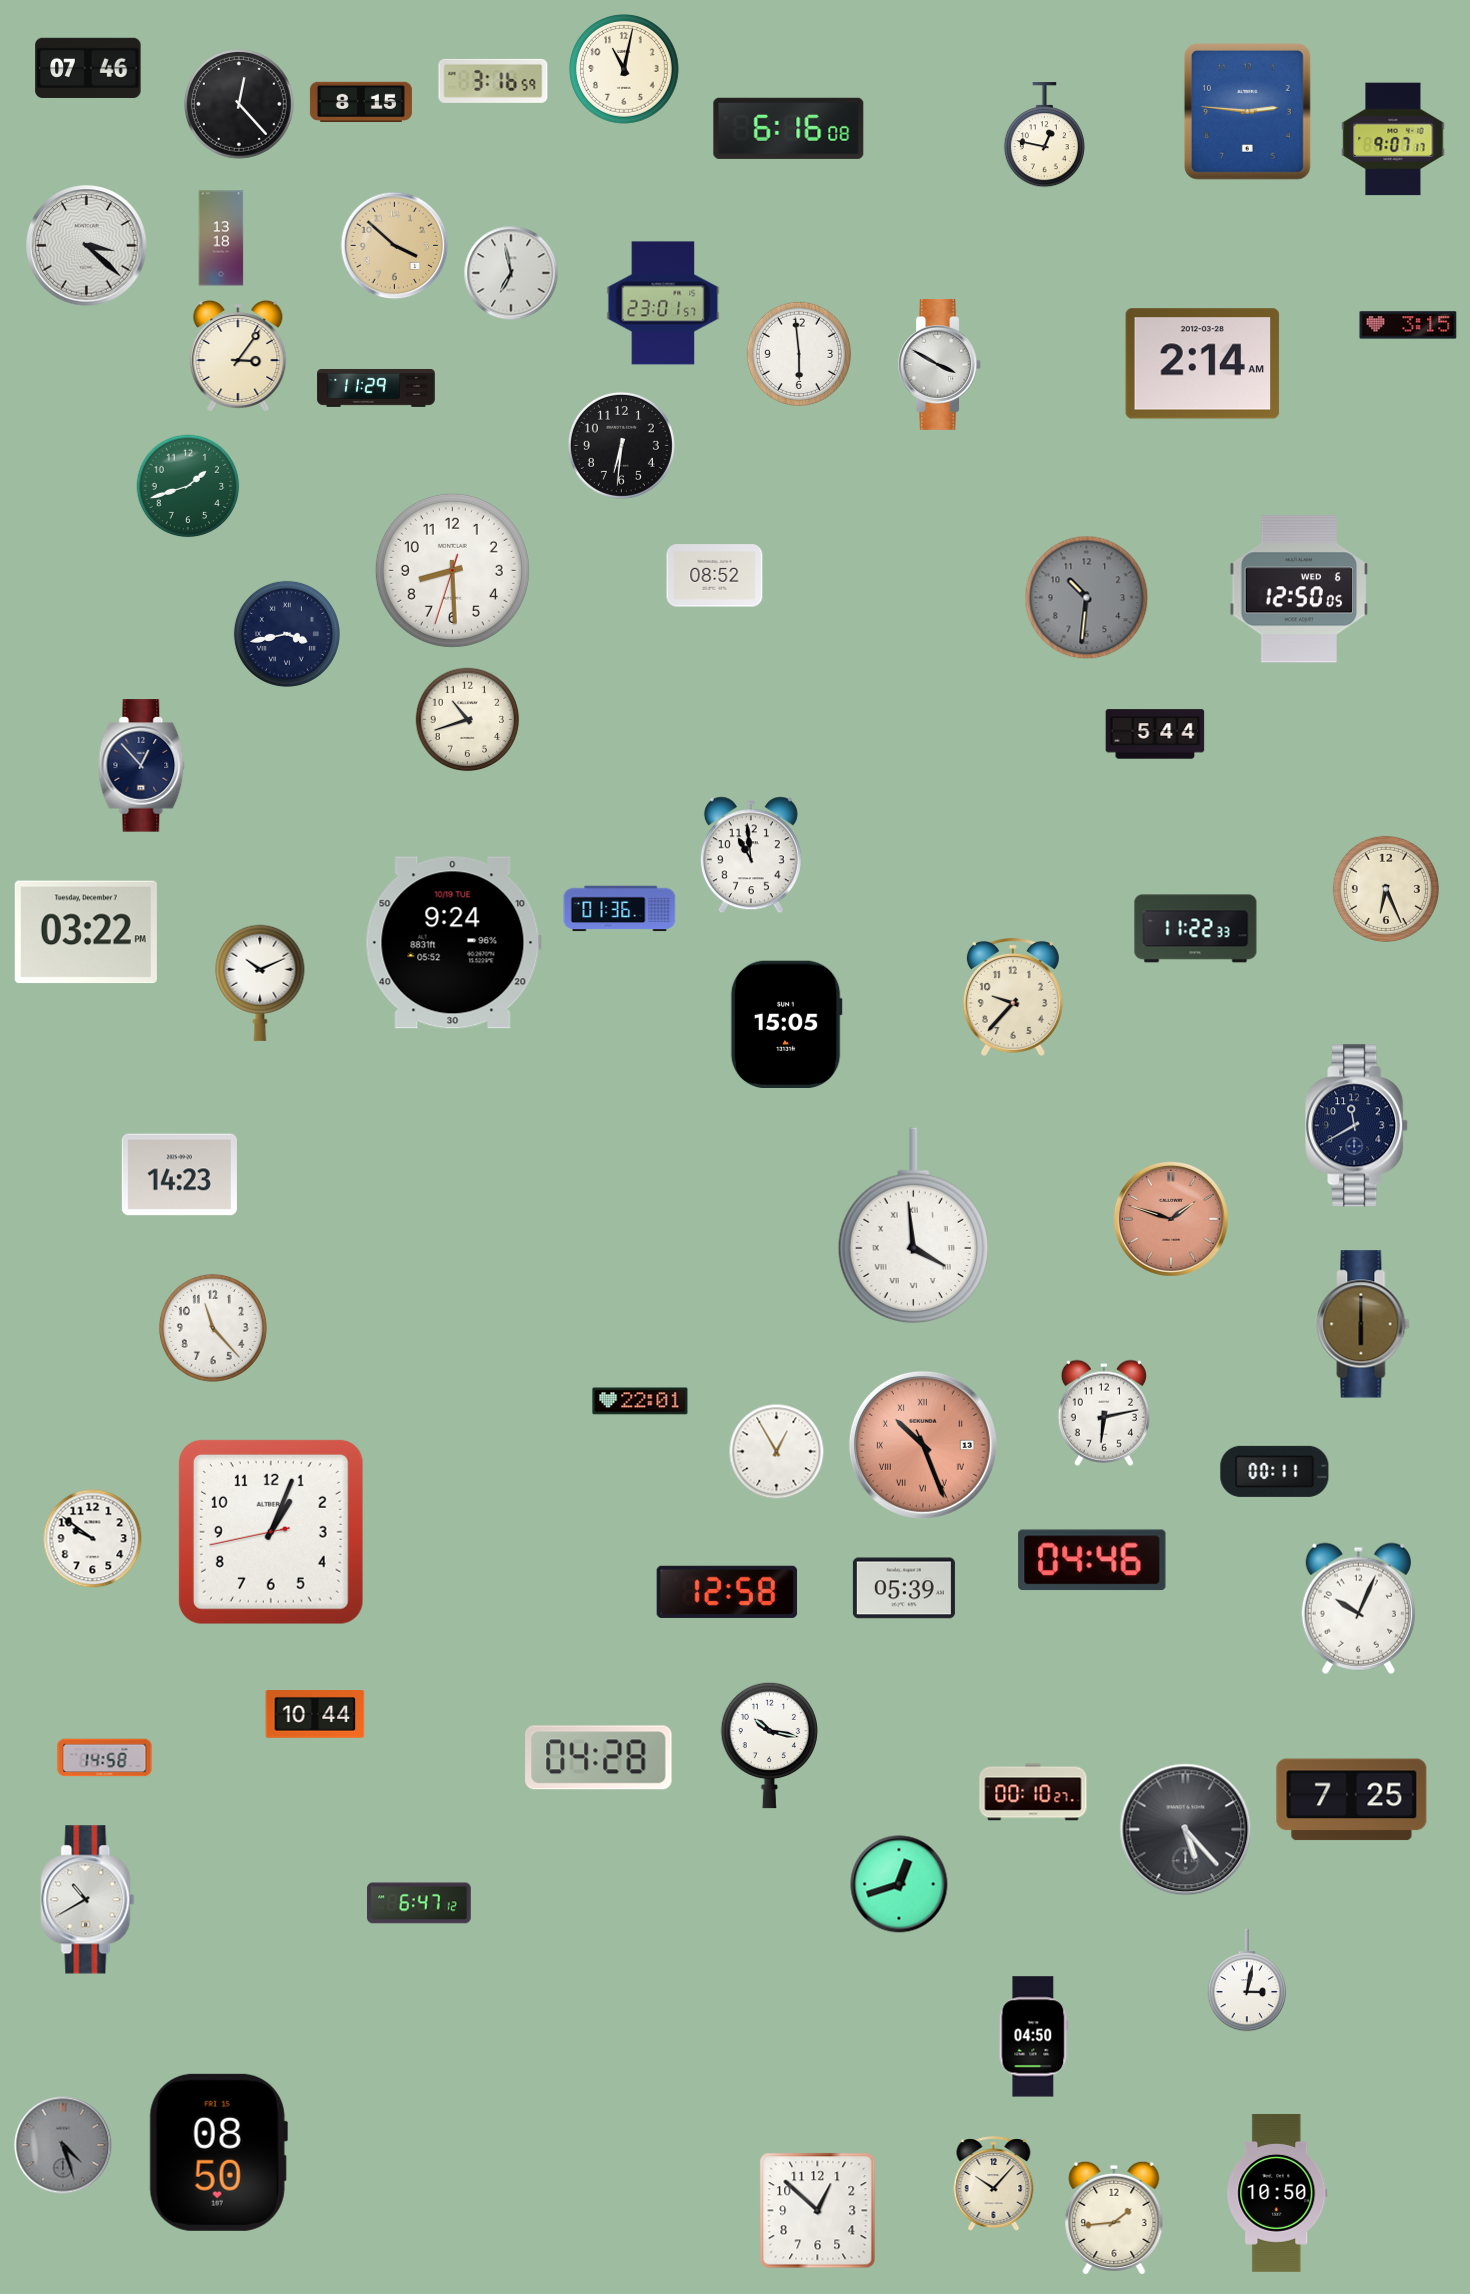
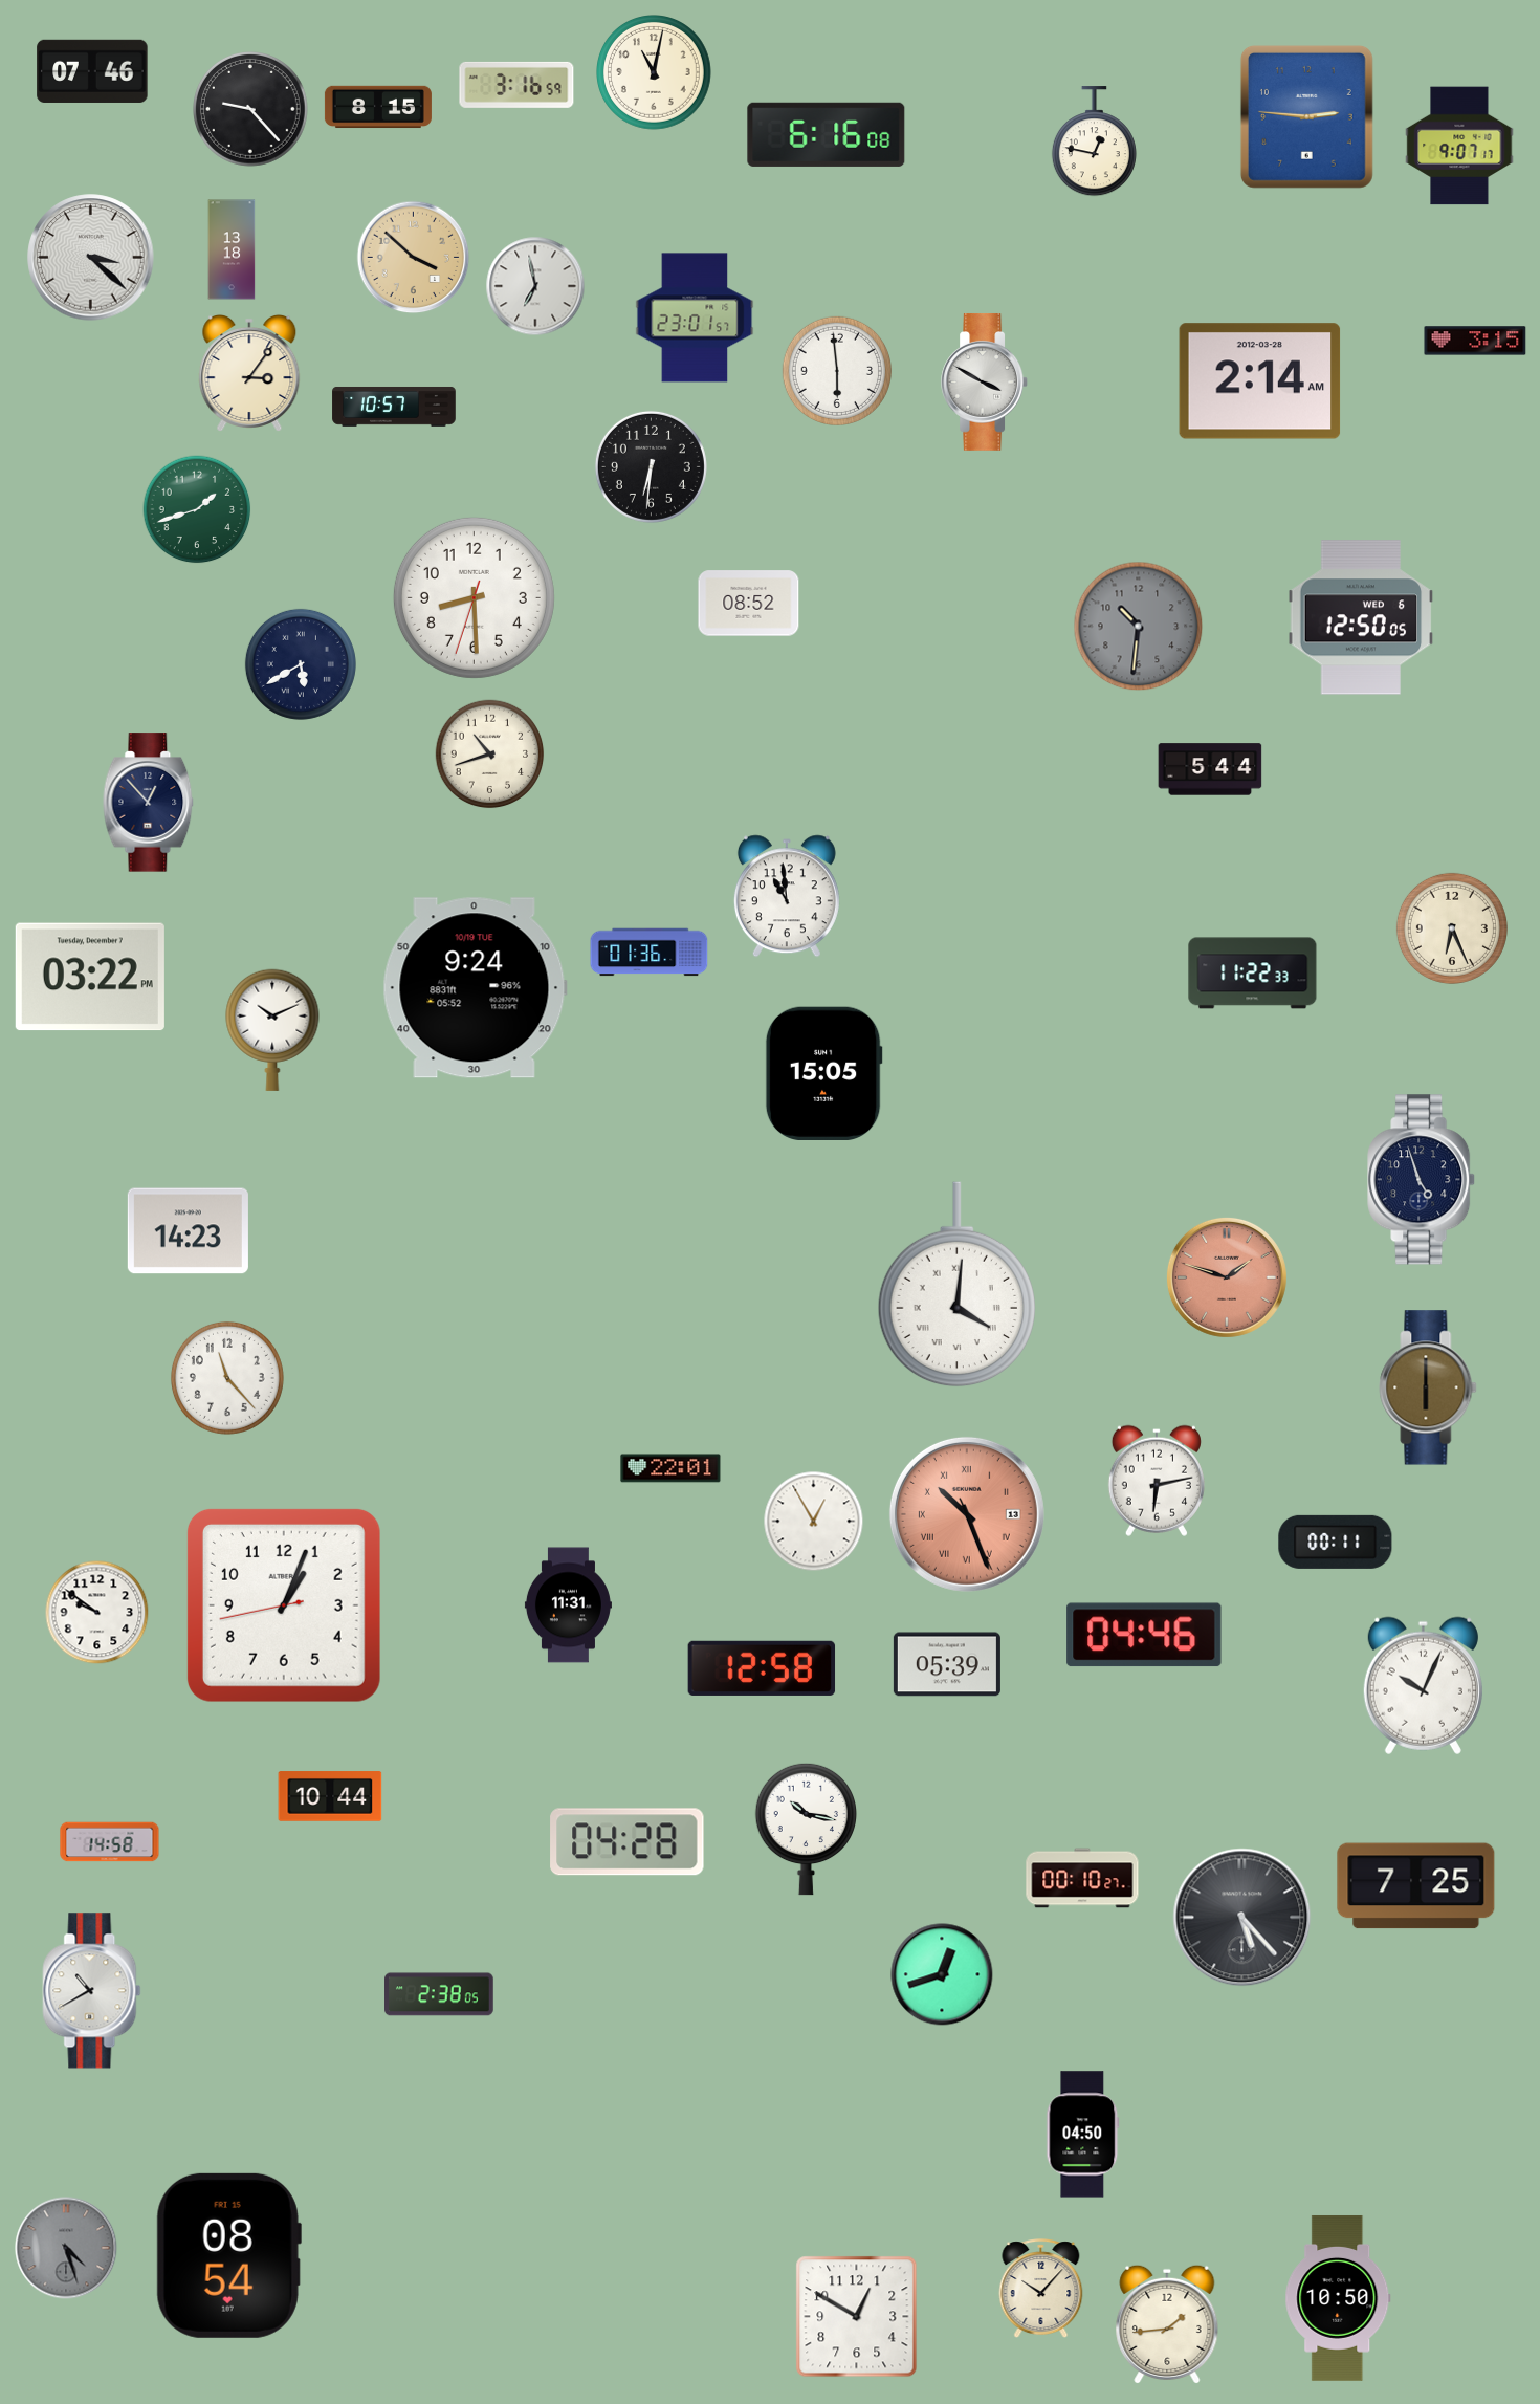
clock at (240, 105): 12:23 -> 9:23
clock at (376, 388): 11:29 -> 10:57
clock at (287, 634): 3:43 -> 5:40
clock at (1386, 889) position: (1386, 889) -> (1452, 928)
clock at (1013, 997): 9:37 -> none
clock at (1357, 1126): 11:40 -> 4:57
clock at (913, 1226): 3:59 -> 4:01
clock at (213, 1328) position: (213, 1328) -> (227, 1378)
clock at (568, 1605): none -> 11:31
clock at (420, 1903): 6:47 -> 2:38
clock at (1247, 1980): 3:02 -> none
clock at (218, 2152): 08:50 -> 08:54
clock at (818, 2211): 12:52 -> 12:50
